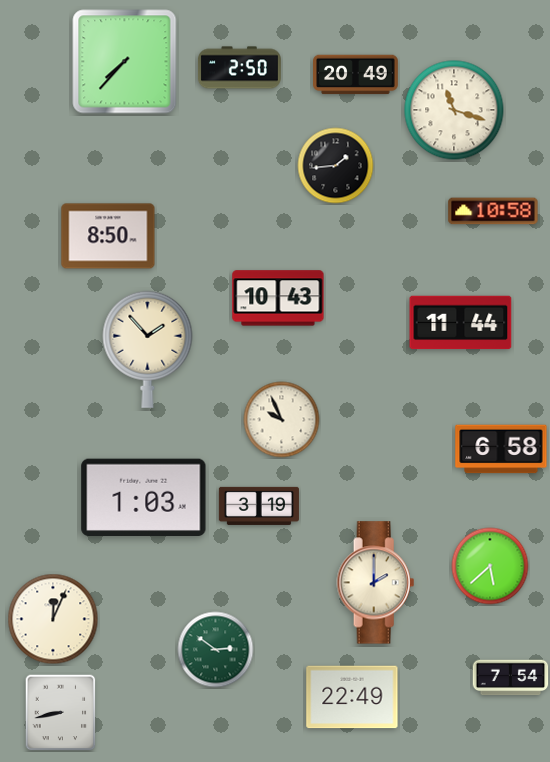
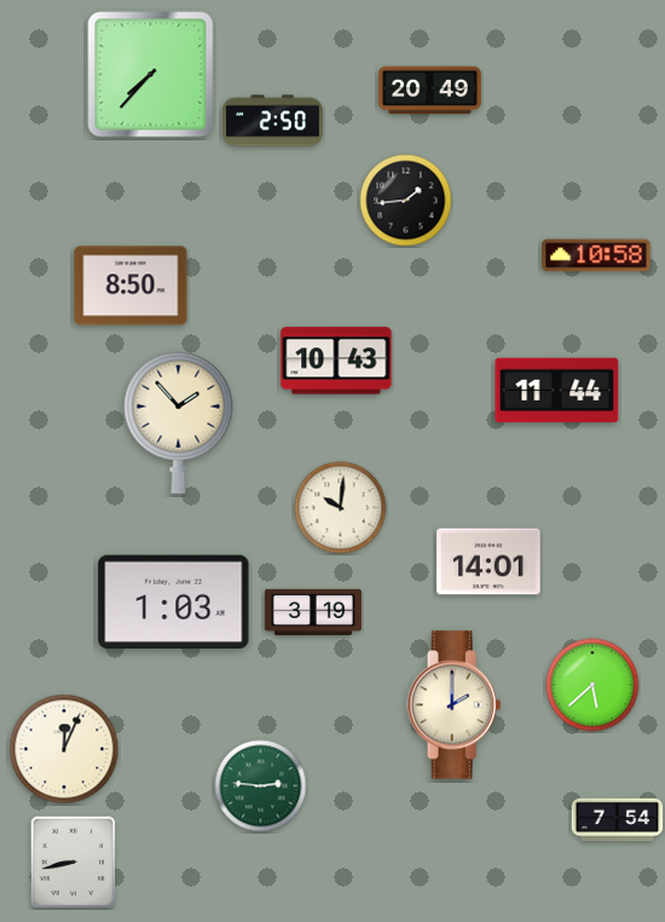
clock at (239, 68) position: (239, 68) -> (272, 121)
clock at (454, 110): 11:18 -> none
clock at (282, 420): 9:56 -> 10:01
clock at (501, 449): 6:58 -> none
clock at (488, 561): none -> 14:01
clock at (216, 650): 2:51 -> 2:46
clock at (352, 697): 22:49 -> none
